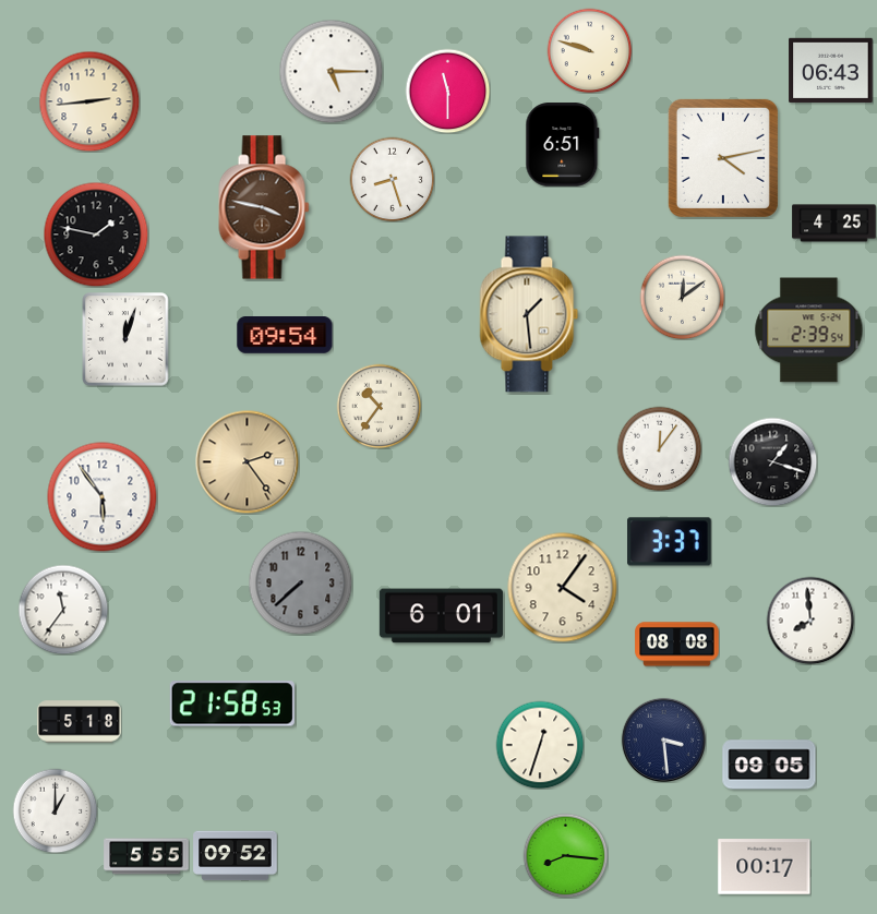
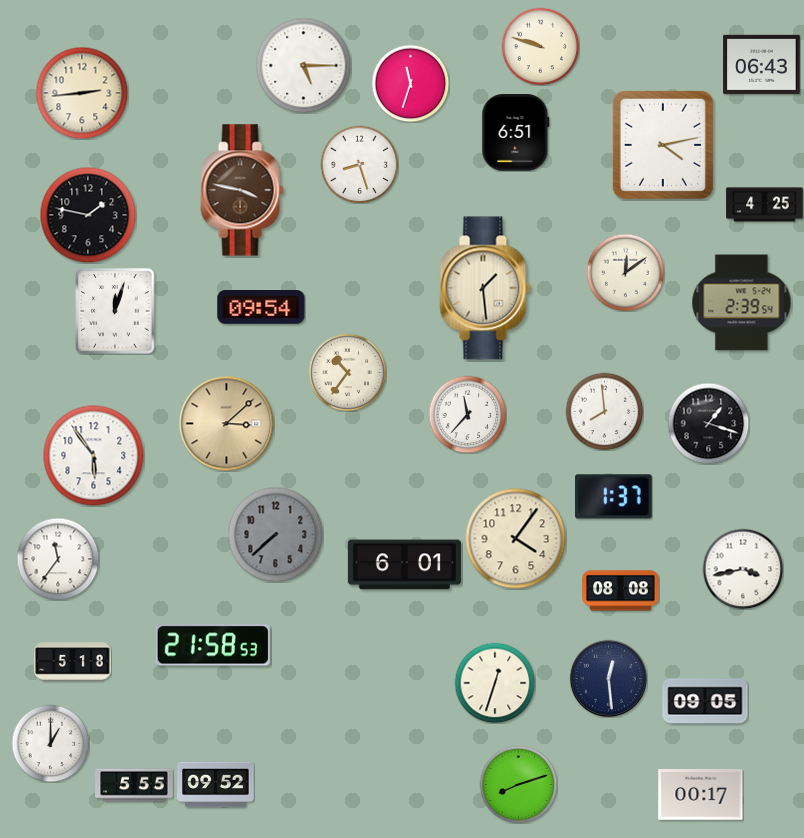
clock at (447, 91): 11:30 -> 11:33
clock at (659, 448): 12:06 -> 7:59
clock at (467, 414): none -> 11:37
clock at (247, 461): 2:24 -> 3:08
clock at (670, 542): 3:37 -> 1:37
clock at (810, 621): 7:59 -> 3:43
clock at (663, 739): 3:29 -> 12:29
clock at (565, 855): 8:16 -> 8:12
